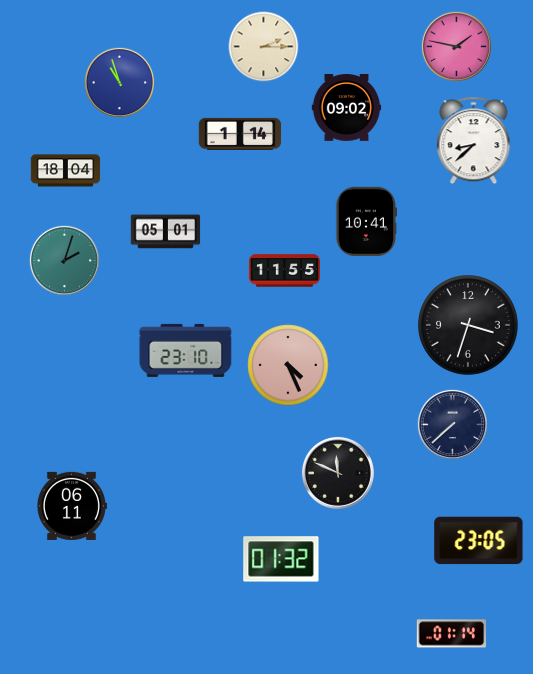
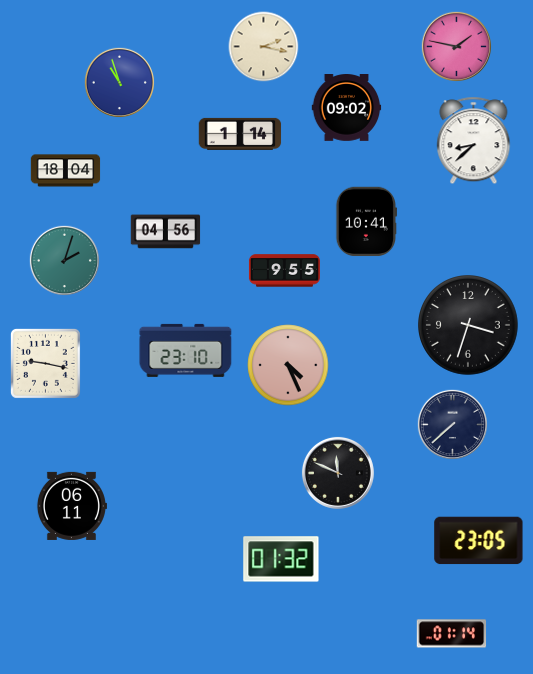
clock at (264, 47): 2:15 -> 2:17
clock at (166, 232): 05:01 -> 04:56
clock at (284, 271): 11:55 -> 9:55
clock at (45, 363): none -> 9:17
